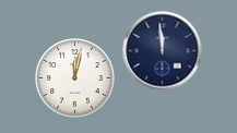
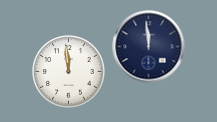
clock at (75, 78): 12:02 -> 11:59
